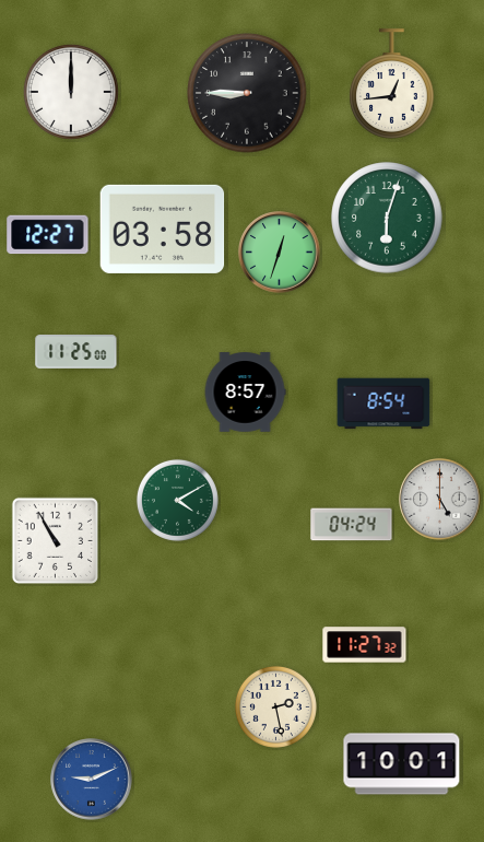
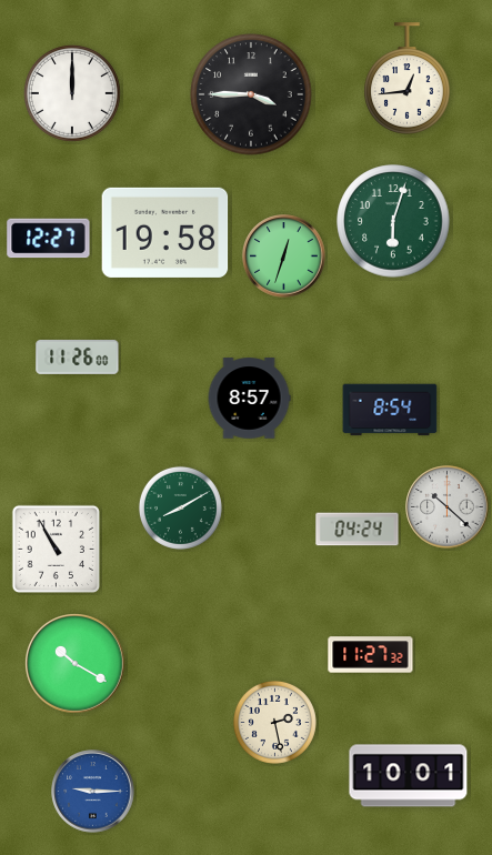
clock at (392, 84) position: (392, 84) -> (408, 79)
clock at (247, 93): 8:45 -> 3:45
clock at (163, 229): 03:58 -> 19:58
clock at (76, 351): 11:25 -> 11:26
clock at (177, 500): 4:10 -> 8:10
clock at (440, 500): 5:00 -> 10:22
clock at (352, 525) position: (352, 525) -> (358, 530)
clock at (76, 664): none -> 10:20
clock at (275, 706) position: (275, 706) -> (274, 722)
clock at (92, 780): 9:11 -> 9:15
